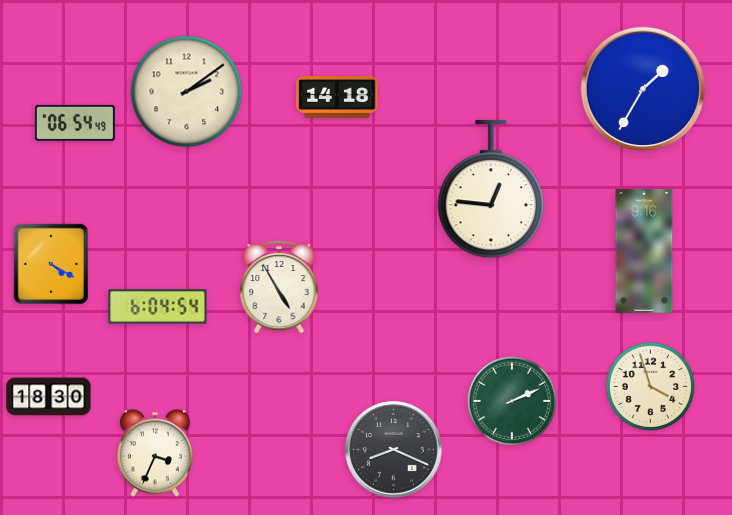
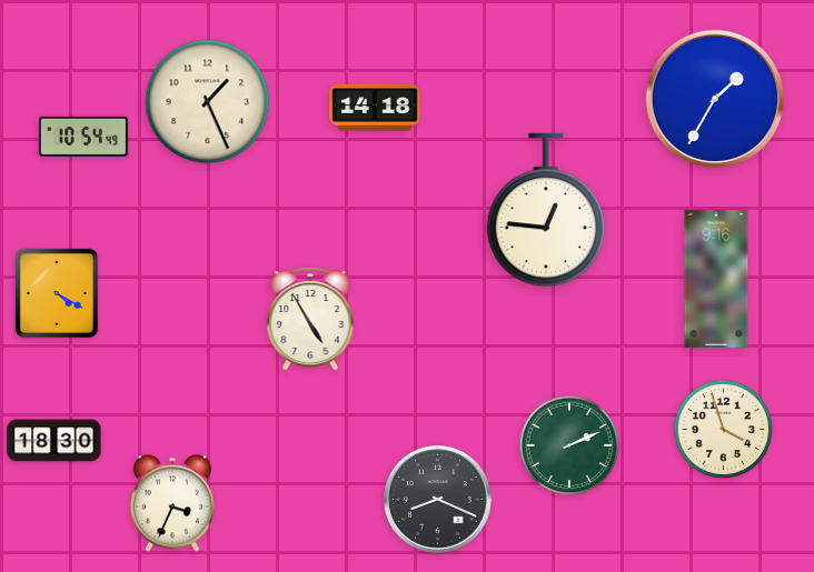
clock at (187, 92): 2:09 -> 1:26
clock at (75, 123): 06:54 -> 10:54
clock at (158, 307): 6:04 -> none
